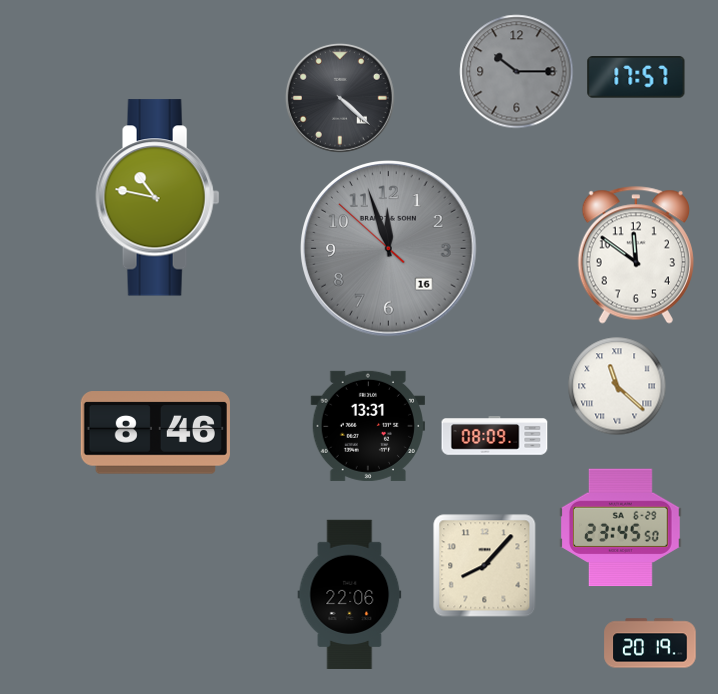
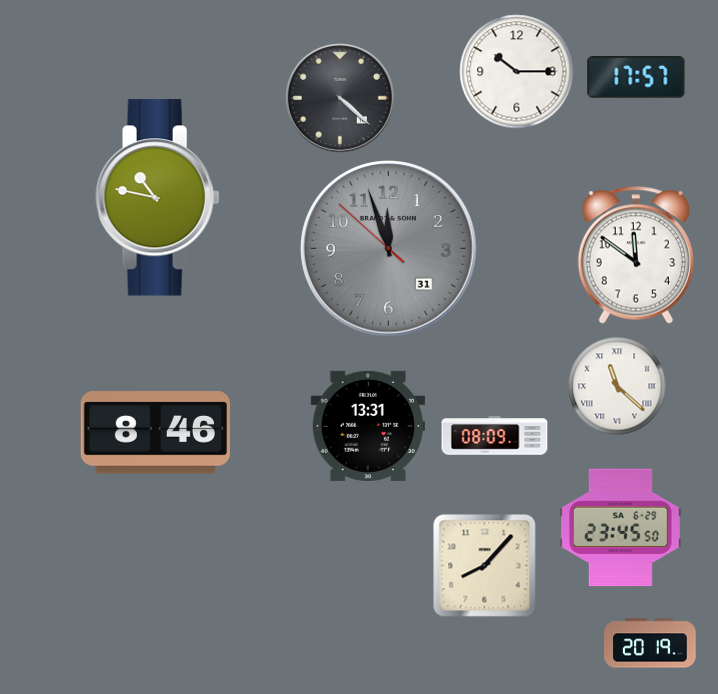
clock at (517, 72) dial: grey -> white
clock at (389, 249) date: 16 -> 31
clock at (350, 594): 22:06 -> none
